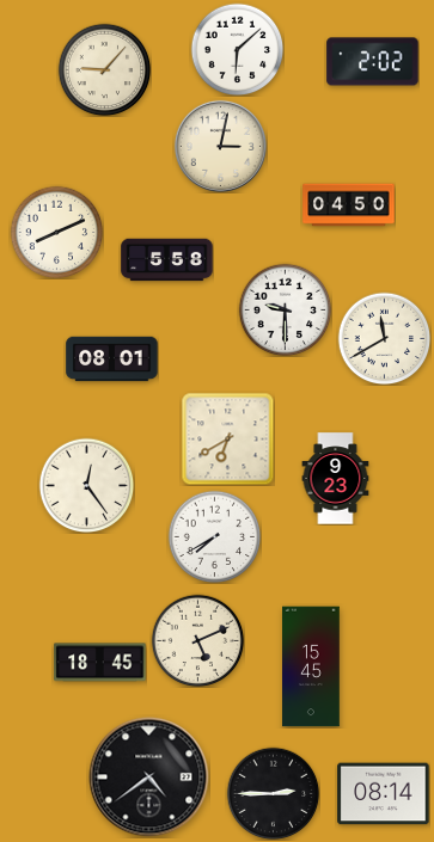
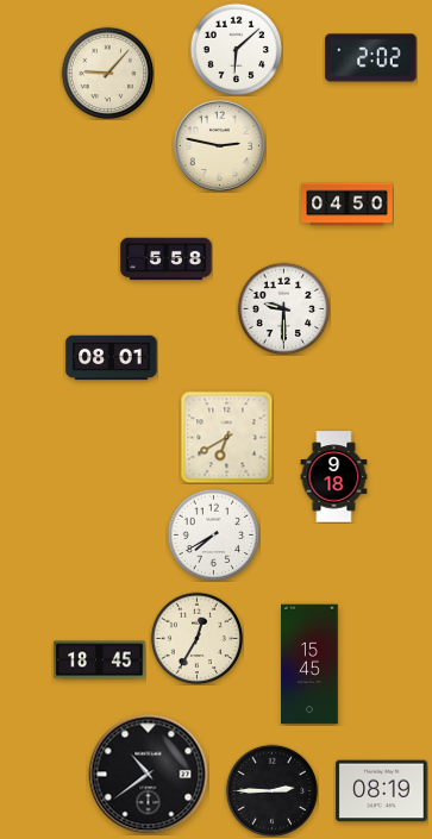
clock at (373, 62) position: (373, 62) -> (371, 58)
clock at (104, 69) position: (104, 69) -> (107, 73)
clock at (220, 146): 3:02 -> 2:47
clock at (56, 232): 8:11 -> none
clock at (384, 338): 11:40 -> none
clock at (336, 479): 9:23 -> 9:18
clock at (86, 485): 12:24 -> none
clock at (197, 640): 5:11 -> 12:35
clock at (149, 778): 4:39 -> 10:39
clock at (384, 794): 08:14 -> 08:19
